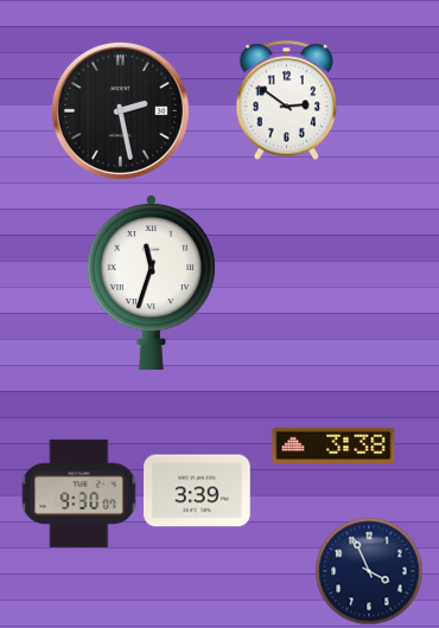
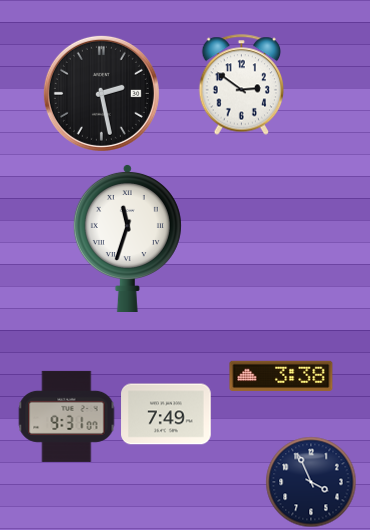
clock at (197, 491): 3:39 -> 7:49
clock at (79, 493): 9:30 -> 9:31
